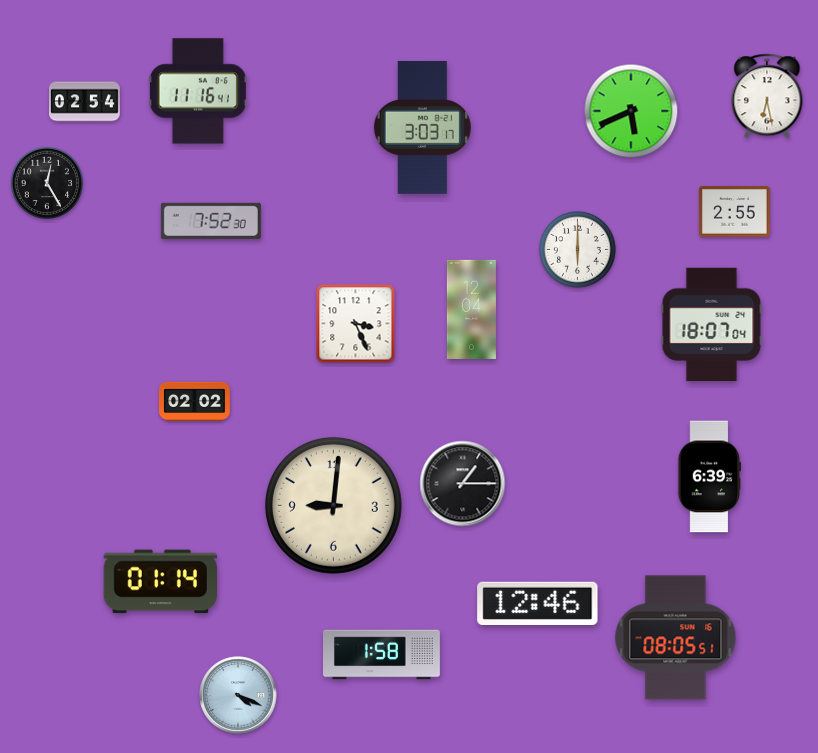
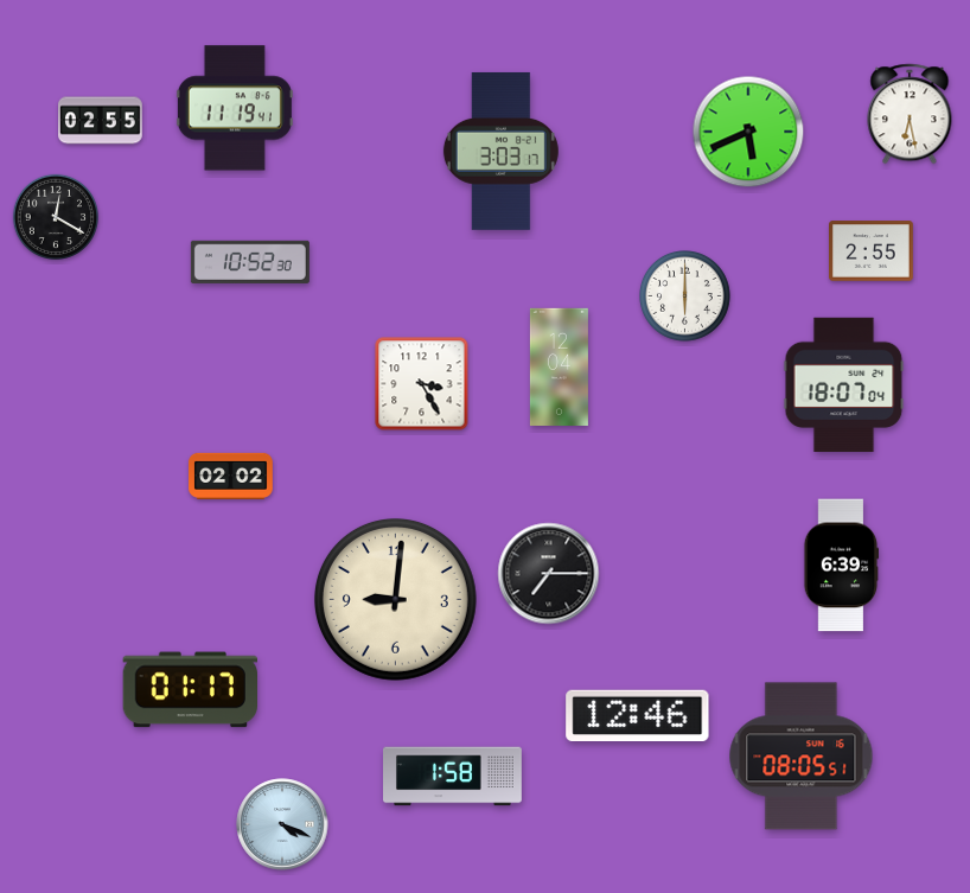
clock at (198, 91): 11:16 -> 11:19
clock at (85, 102): 02:54 -> 02:55
clock at (46, 182): 12:25 -> 12:20
clock at (211, 221): 7:52 -> 10:52
clock at (356, 324): 3:26 -> 3:25
clock at (463, 484): 1:15 -> 7:15
clock at (160, 582): 01:14 -> 01:17
